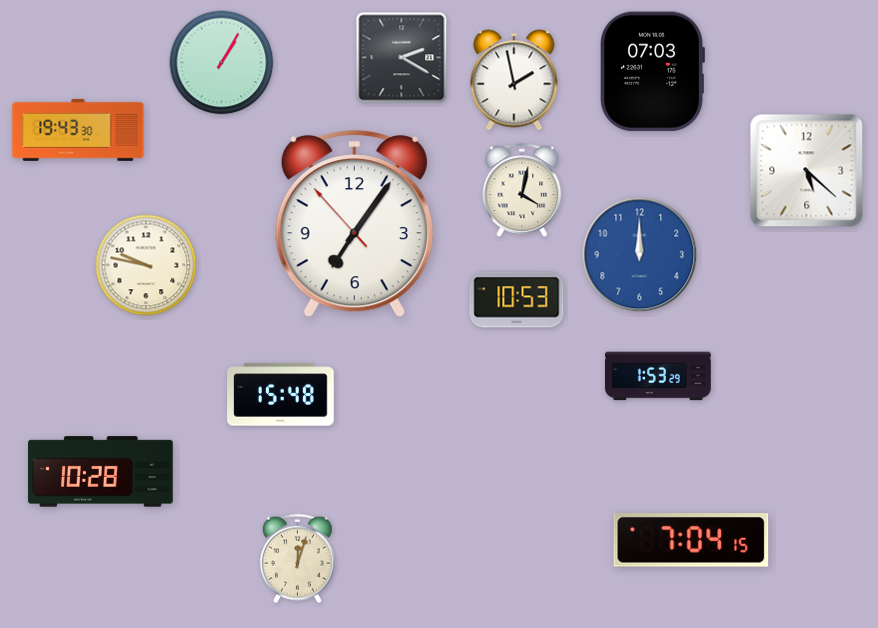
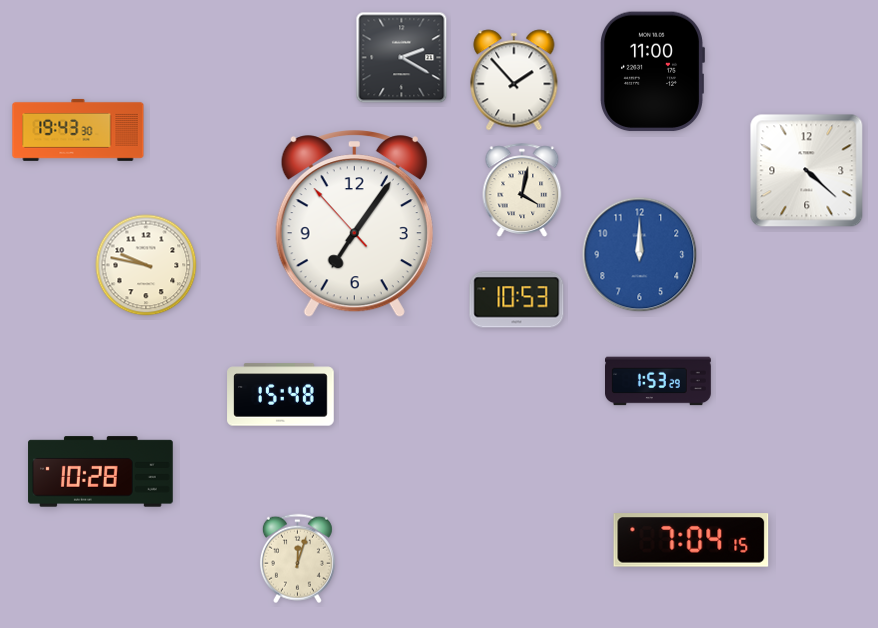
clock at (222, 63): 1:05 -> none
clock at (653, 72): 07:03 -> 11:00
clock at (514, 80): 1:58 -> 1:53
clock at (807, 171): 5:22 -> 4:22
clock at (659, 376) position: (659, 376) -> (659, 381)
